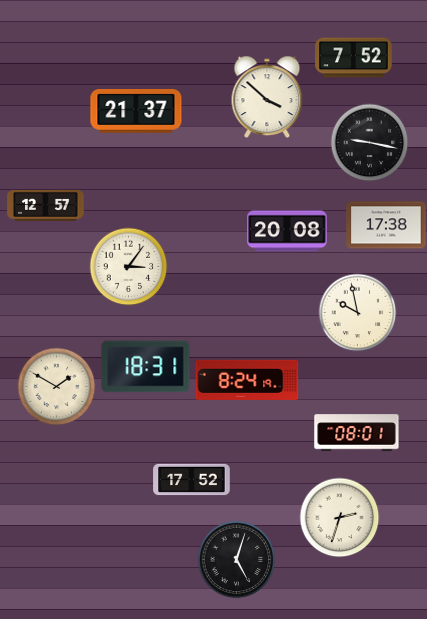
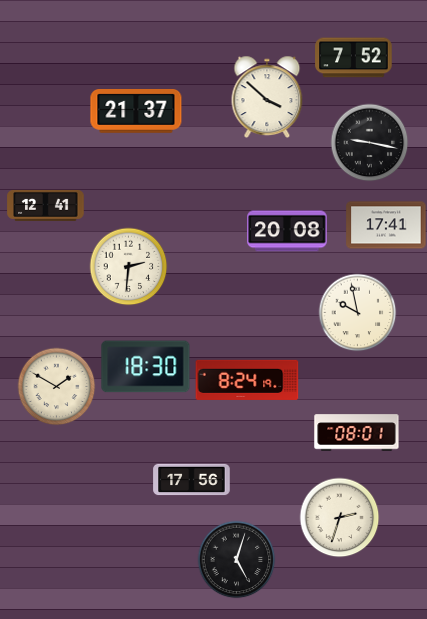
clock at (46, 205): 12:57 -> 12:41
clock at (386, 225): 17:38 -> 17:41
clock at (128, 266): 3:06 -> 2:31
clock at (146, 367): 18:31 -> 18:30
clock at (192, 480): 17:52 -> 17:56
